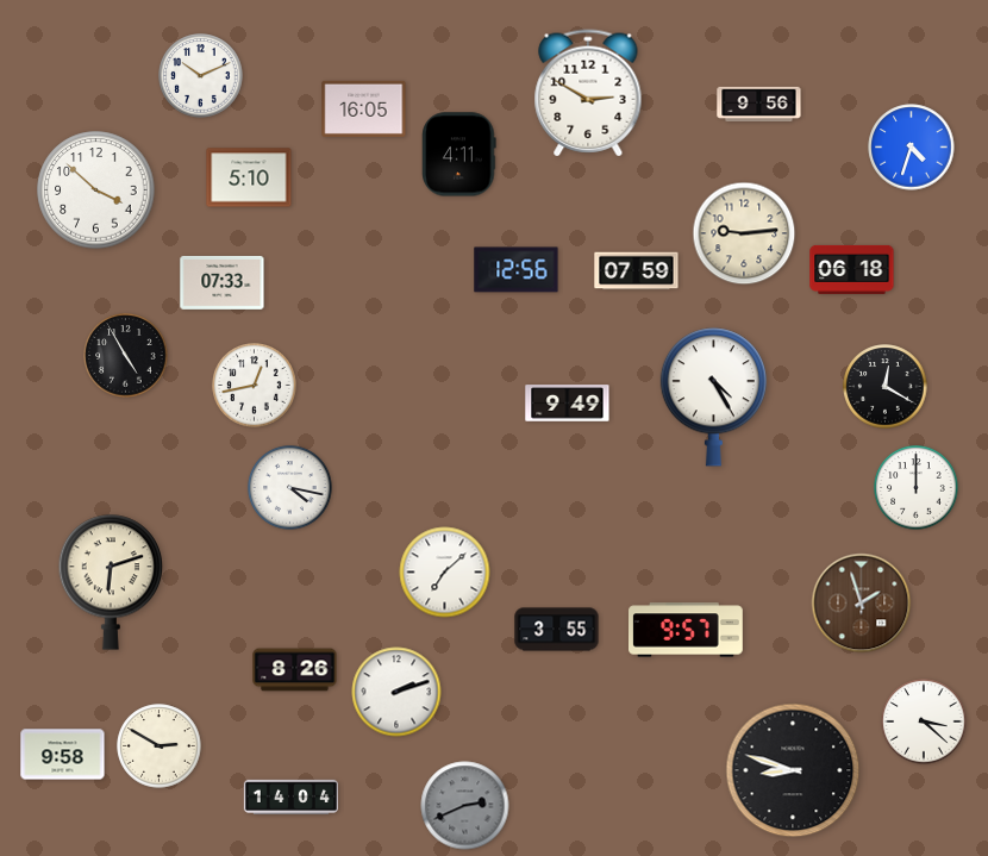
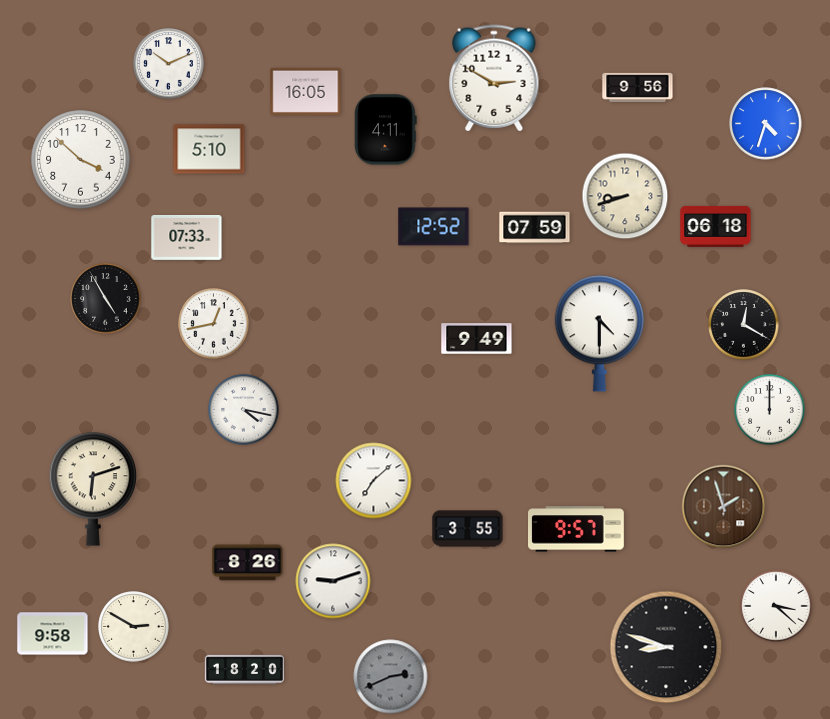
clock at (744, 233): 9:14 -> 8:42
clock at (517, 270): 12:56 -> 12:52
clock at (713, 398): 4:25 -> 4:30
clock at (396, 692): 2:12 -> 9:12
clock at (290, 796): 14:04 -> 18:20
